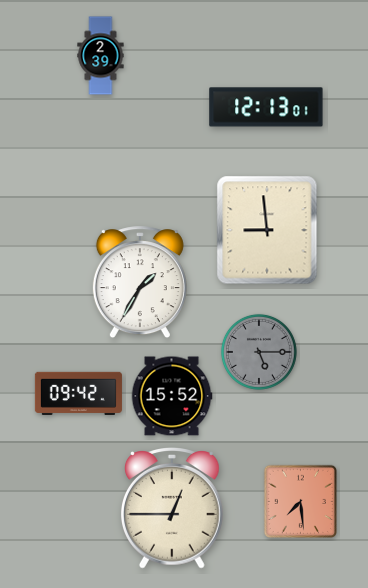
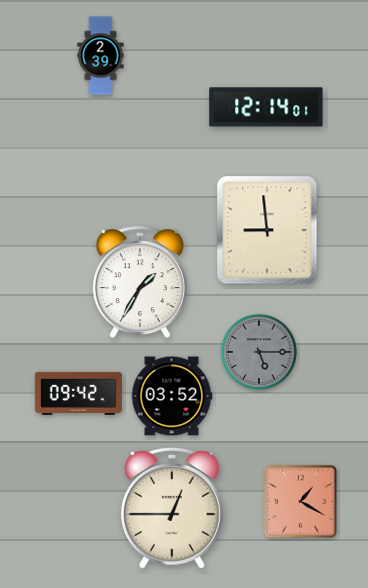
clock at (266, 107): 12:13 -> 12:14
clock at (172, 396): 15:52 -> 03:52
clock at (301, 502): 7:29 -> 1:20
